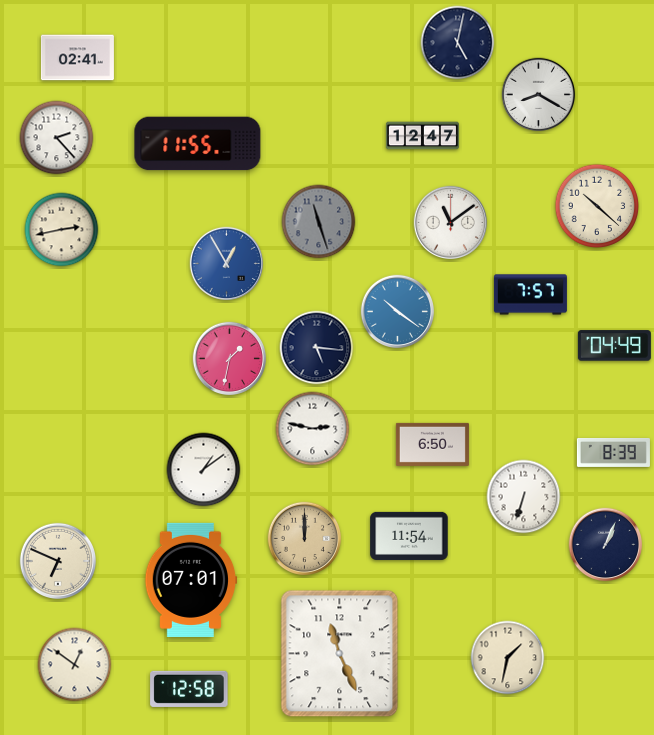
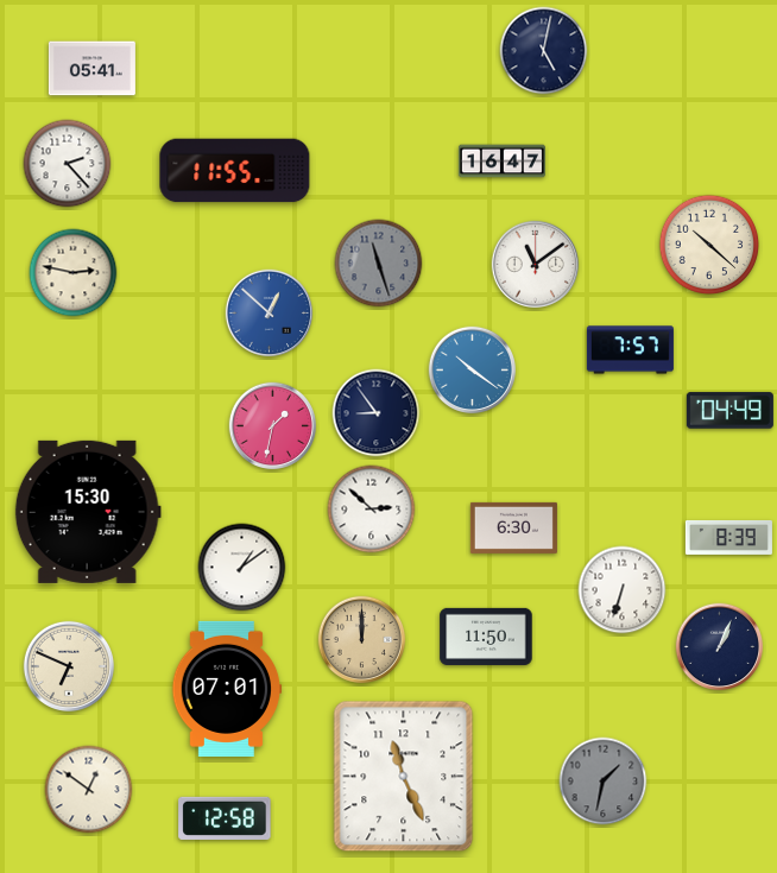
clock at (77, 58): 02:41 -> 05:41
clock at (539, 95): 8:20 -> none
clock at (422, 136): 12:47 -> 16:47
clock at (62, 230): 2:43 -> 2:47
clock at (227, 264): 12:55 -> 12:52
clock at (317, 348): 5:16 -> 8:54
clock at (313, 429): 2:47 -> 2:52
clock at (88, 512): none -> 15:30
clock at (432, 444): 6:50 -> 6:30
clock at (204, 470) position: (204, 470) -> (242, 568)
clock at (409, 536): 11:54 -> 11:50
clock at (508, 658) dial: cream -> grey
